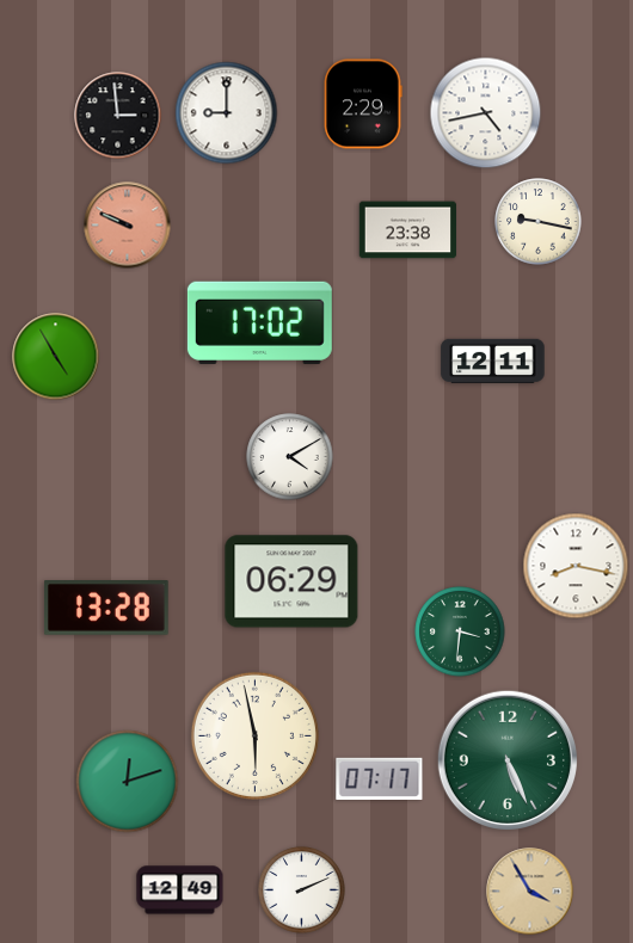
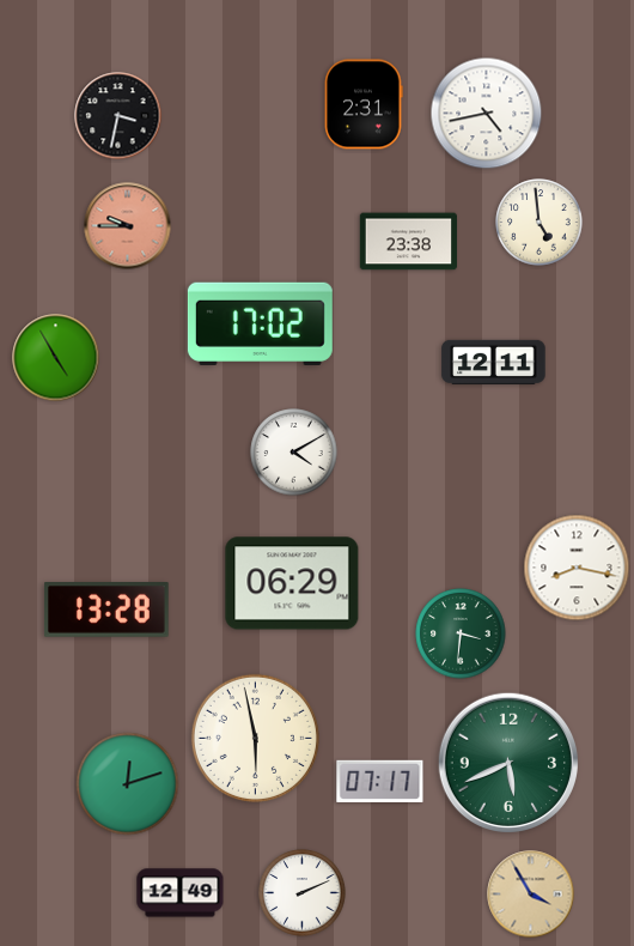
clock at (363, 104): 2:29 -> 2:31
clock at (227, 113): 9:00 -> none
clock at (118, 116): 2:59 -> 3:32
clock at (539, 222): 9:17 -> 4:59
clock at (128, 226): 9:49 -> 9:45
clock at (408, 230) position: (408, 230) -> (409, 242)
clock at (290, 457) position: (290, 457) -> (294, 453)
clock at (506, 759): 5:26 -> 5:41
